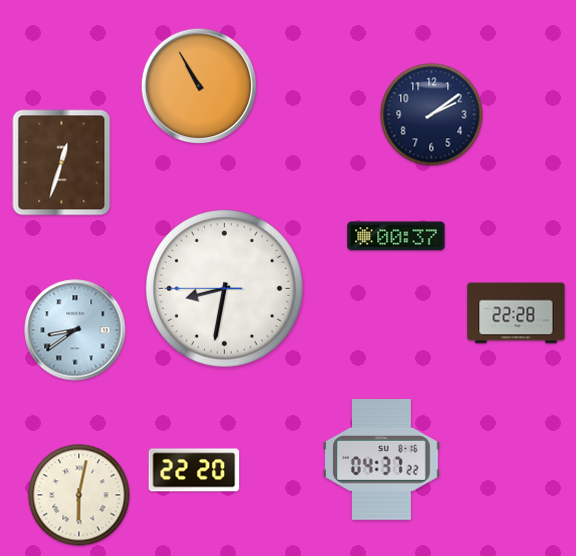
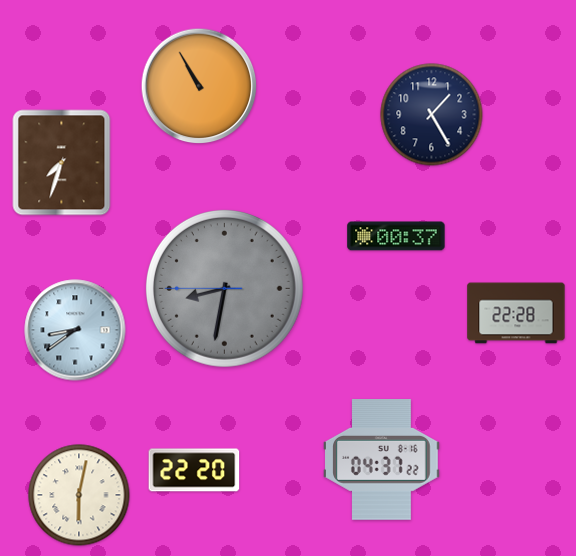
clock at (432, 115): 2:09 -> 1:25
clock at (62, 163): 12:33 -> 7:33
clock at (224, 288) dial: white -> grey
